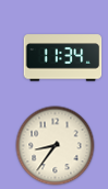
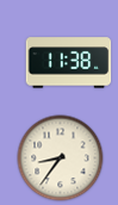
clock at (63, 58): 11:34 -> 11:38
